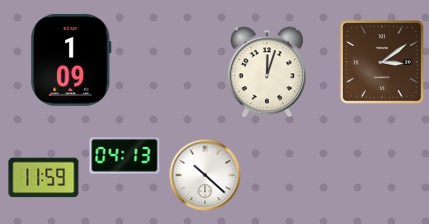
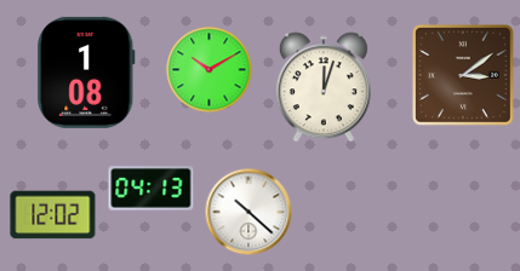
clock at (210, 70): none -> 10:10
clock at (71, 60): 1:09 -> 1:08
clock at (44, 178): 11:59 -> 12:02
